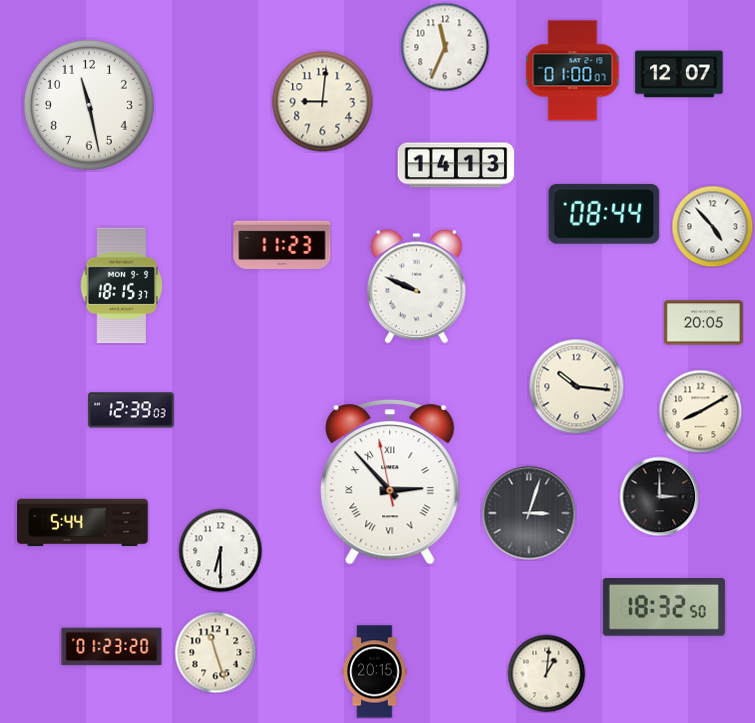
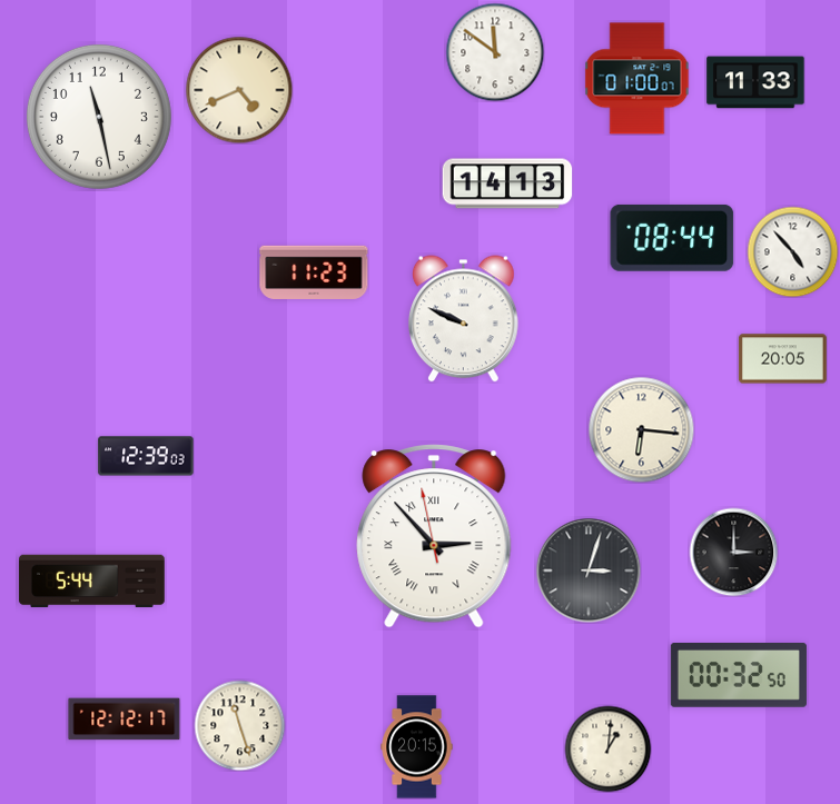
clock at (445, 47): 11:34 -> 11:51
clock at (679, 74): 12:07 -> 11:33
clock at (239, 90): none -> 4:41
clock at (323, 102): 9:01 -> none
clock at (122, 286): 18:15 -> none
clock at (576, 386): 10:16 -> 6:16
clock at (700, 411): 8:10 -> none
clock at (220, 550): 6:30 -> none
clock at (664, 608): 18:32 -> 00:32
clock at (112, 647): 01:23 -> 12:12
